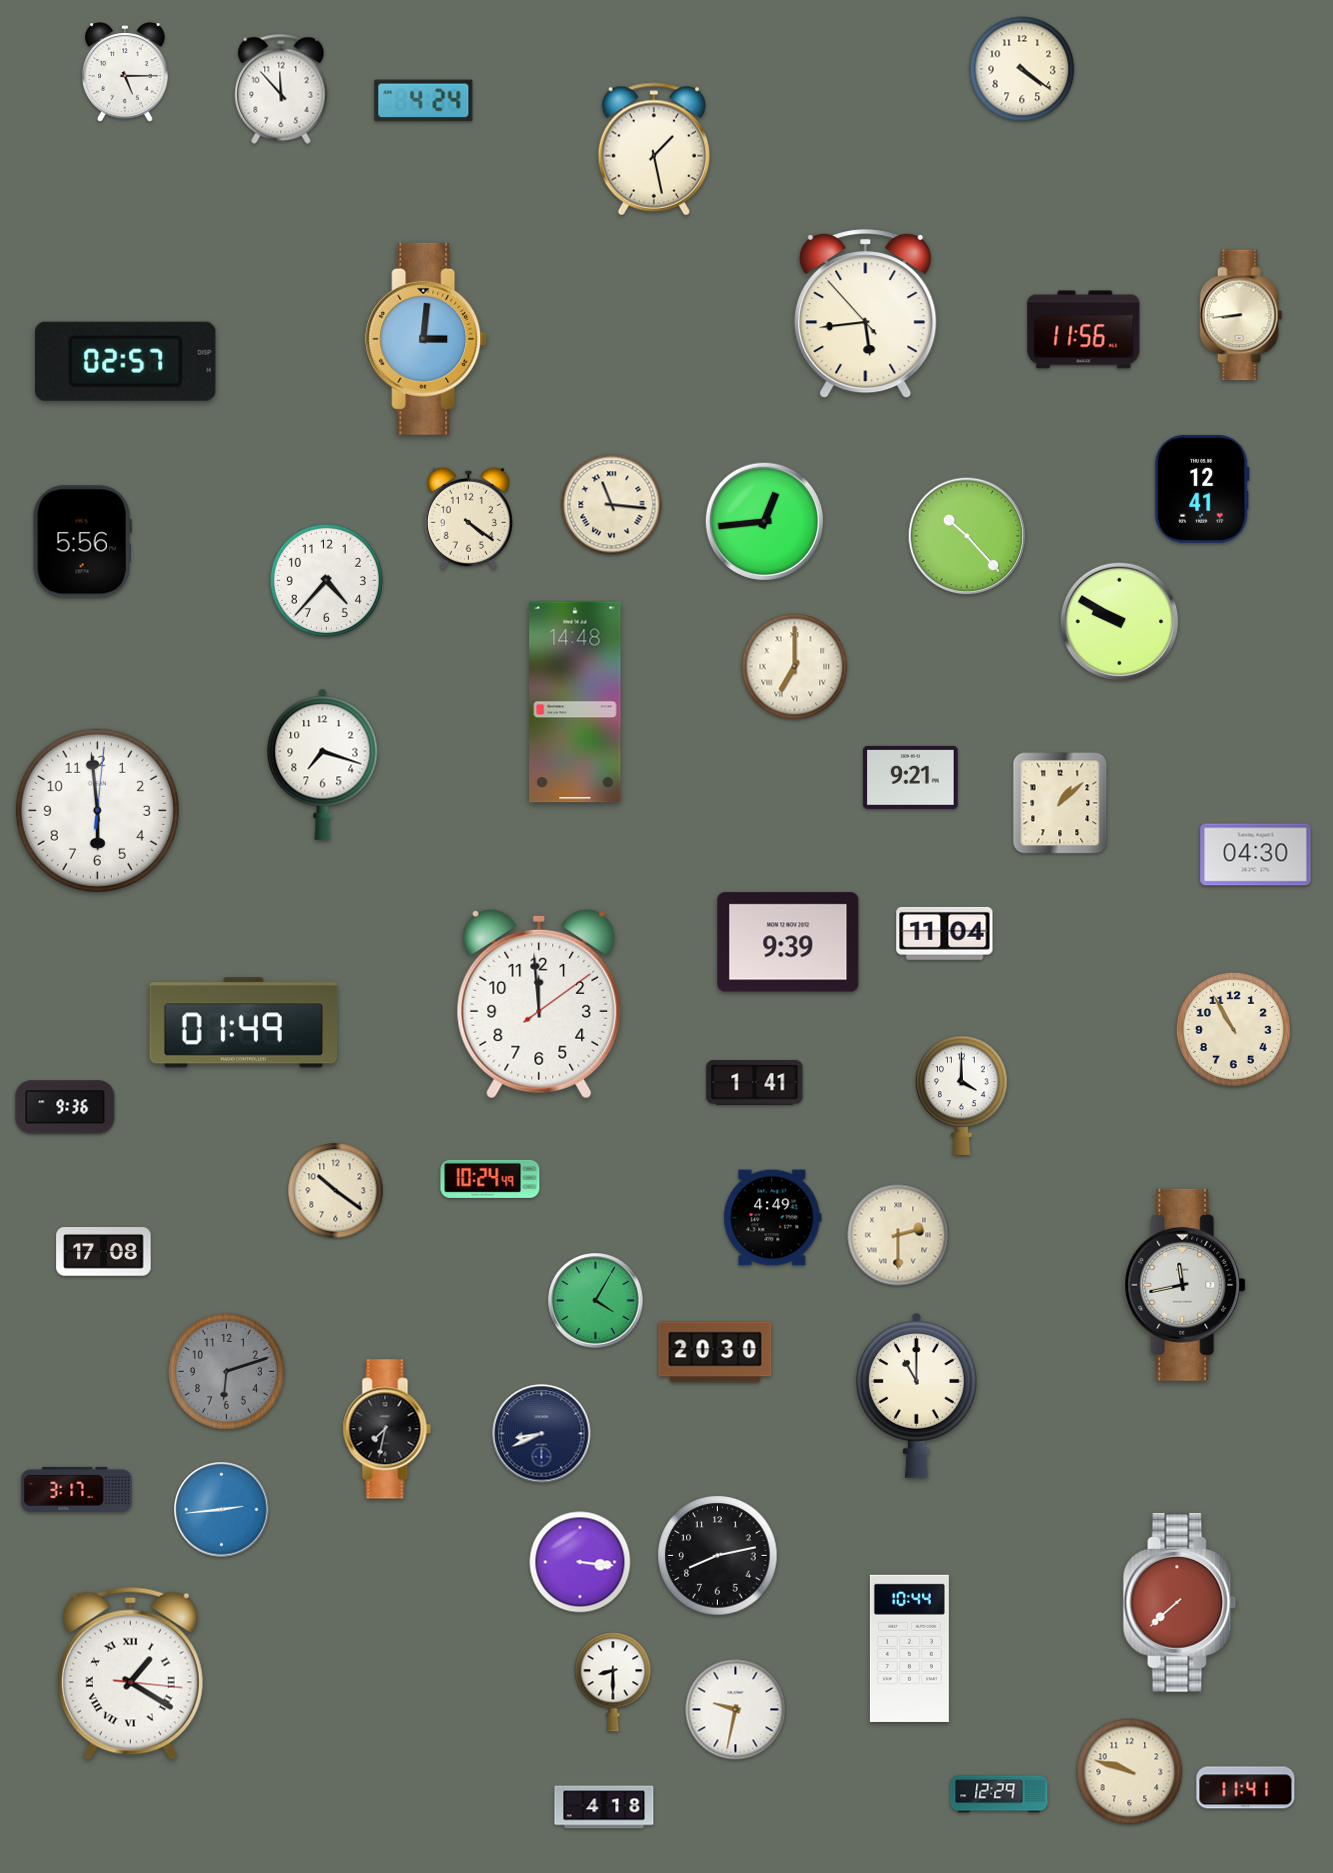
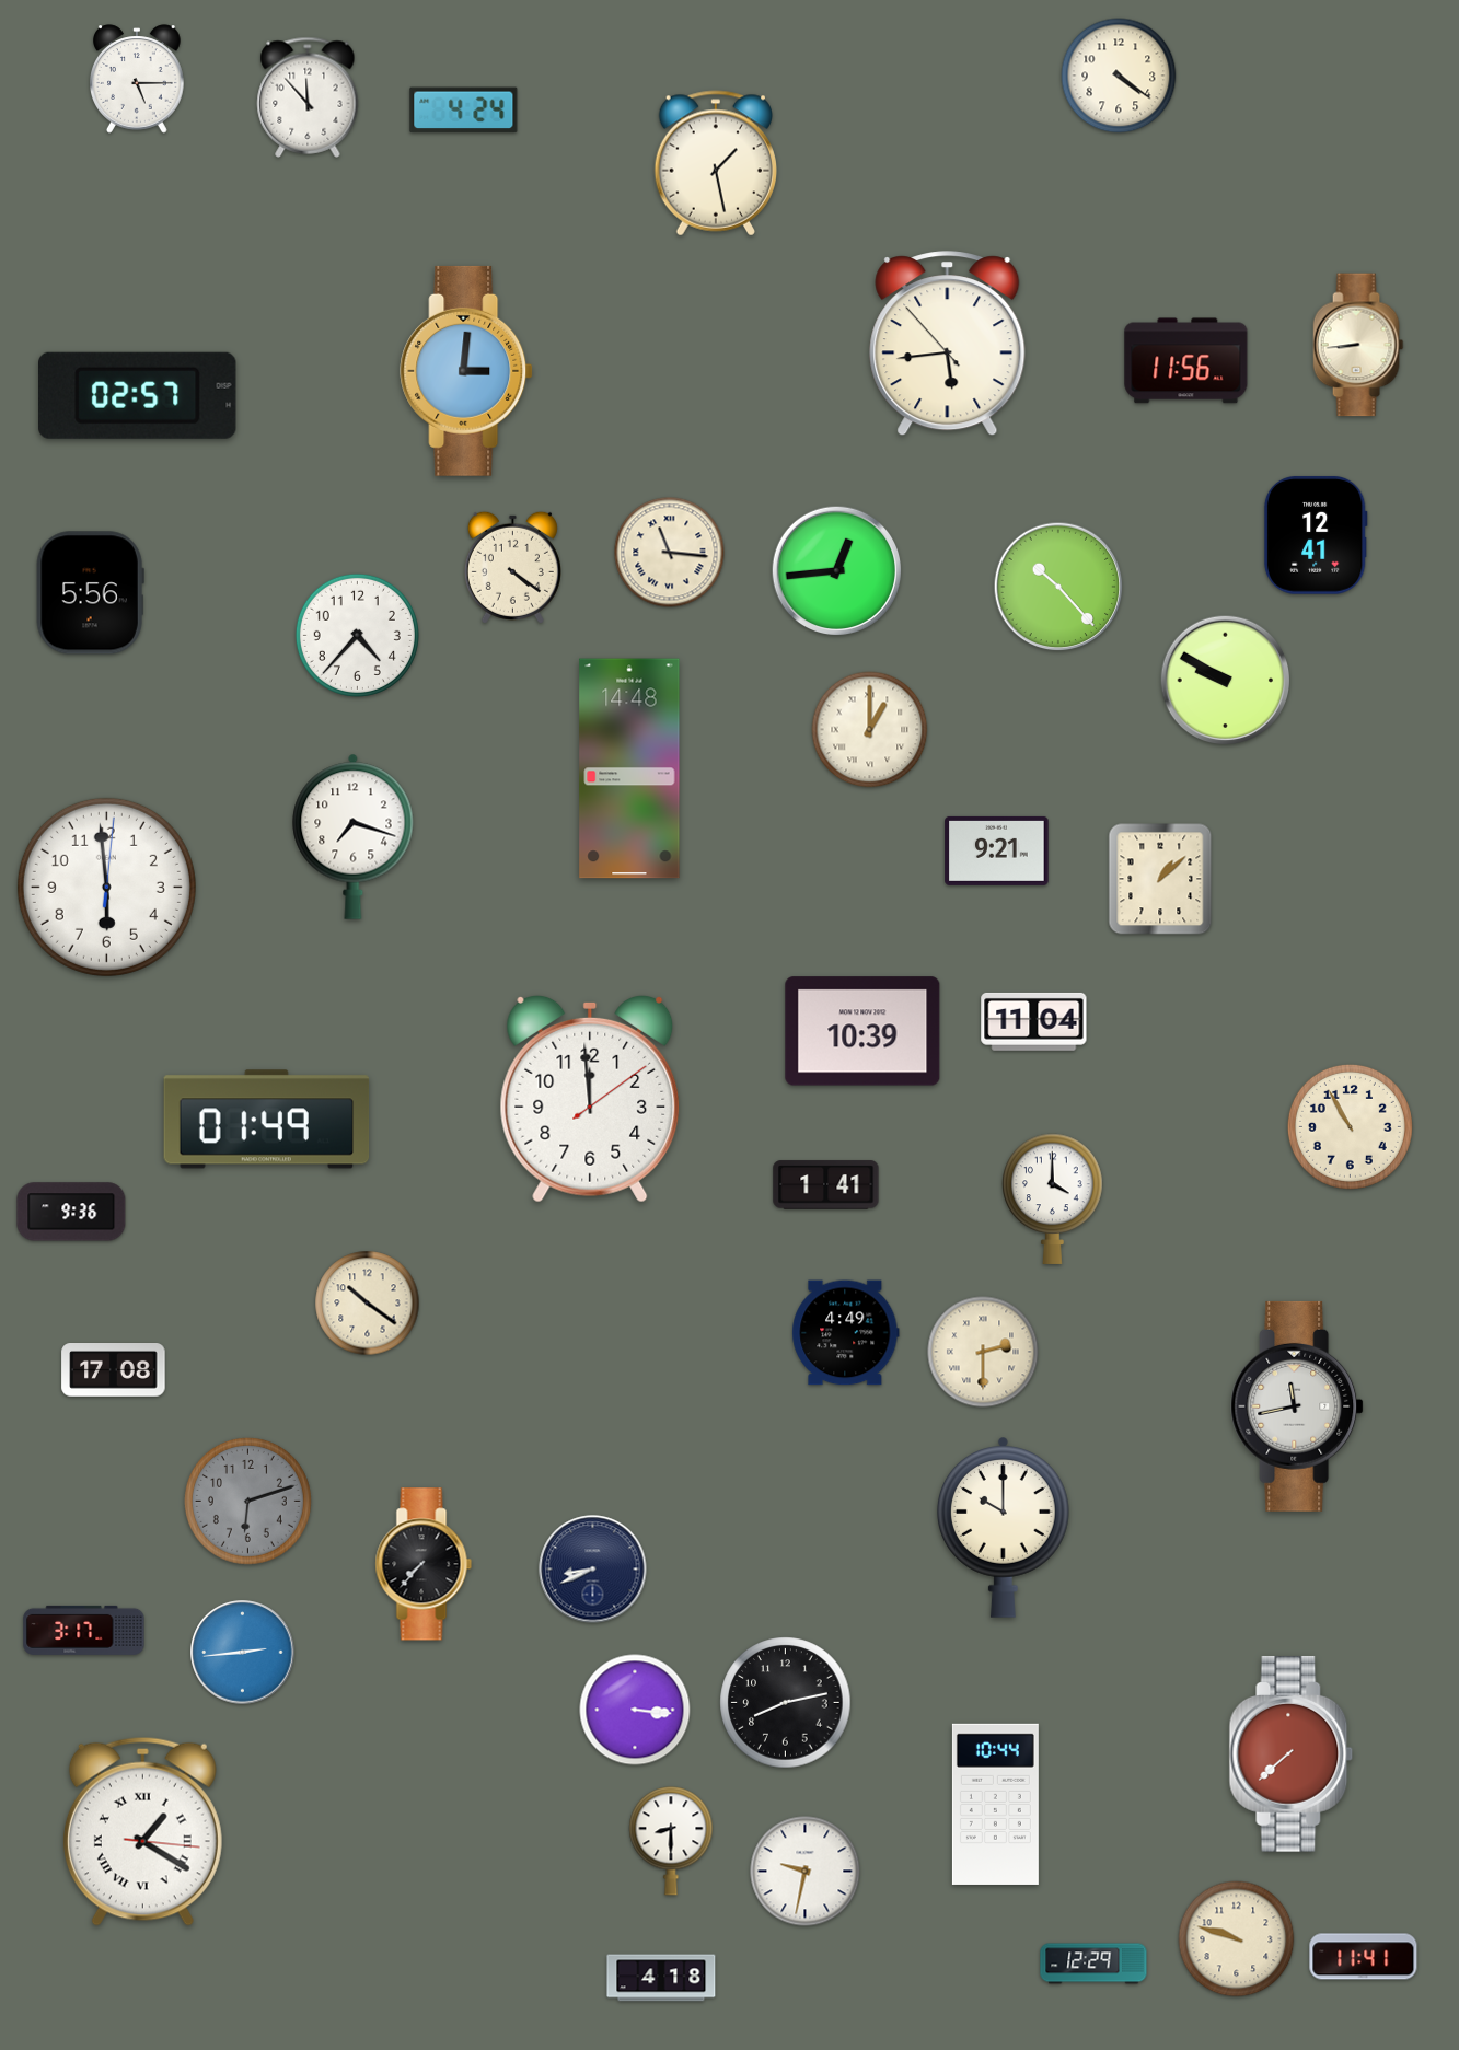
clock at (795, 667): 7:00 -> 1:00
clock at (1256, 855): 04:30 -> none
clock at (788, 942): 9:39 -> 10:39
clock at (490, 1179): 10:24 -> none
clock at (596, 1301): 4:05 -> none
clock at (715, 1352): 20:30 -> none
clock at (916, 1395): 11:00 -> 10:00
clock at (387, 1429): 7:32 -> 7:37
